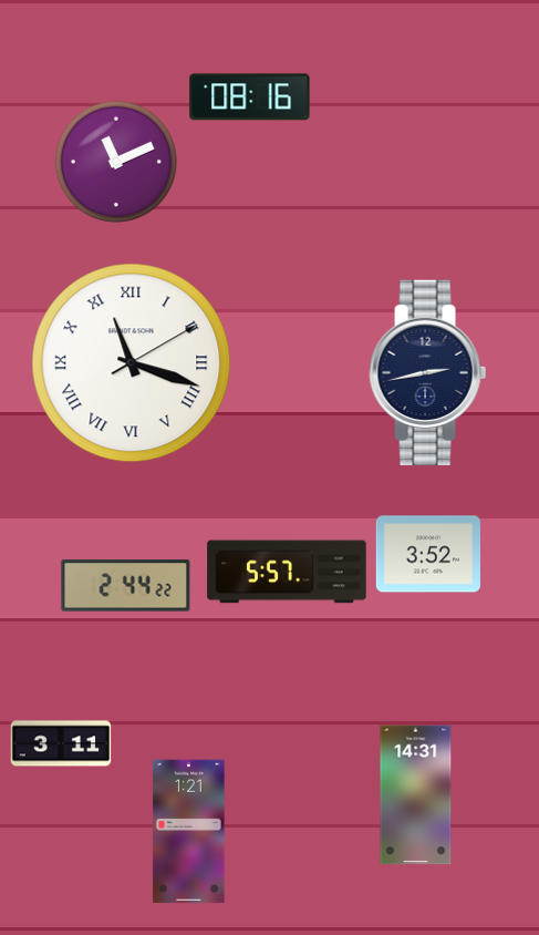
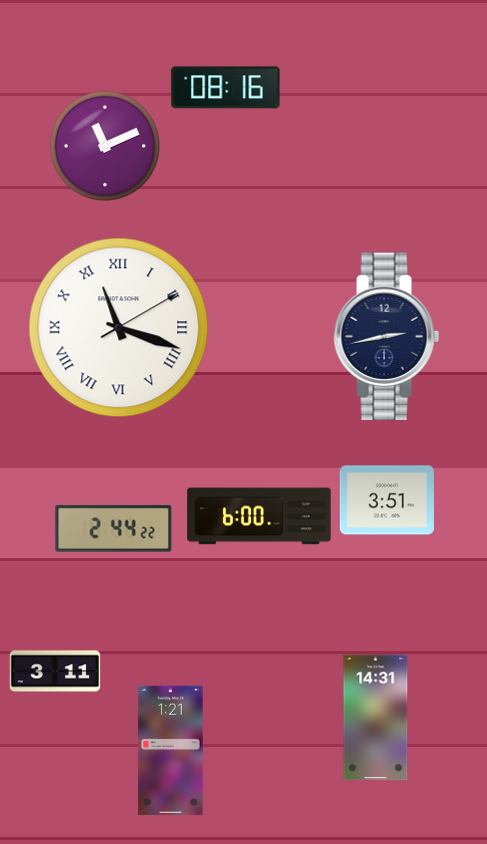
clock at (428, 554): 3:52 -> 3:51
clock at (287, 572): 5:57 -> 6:00
